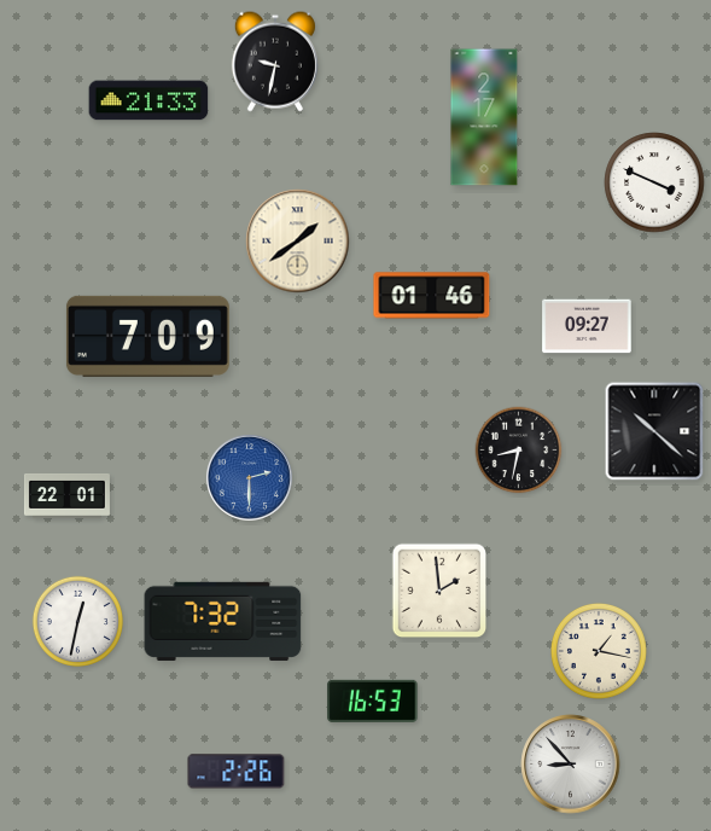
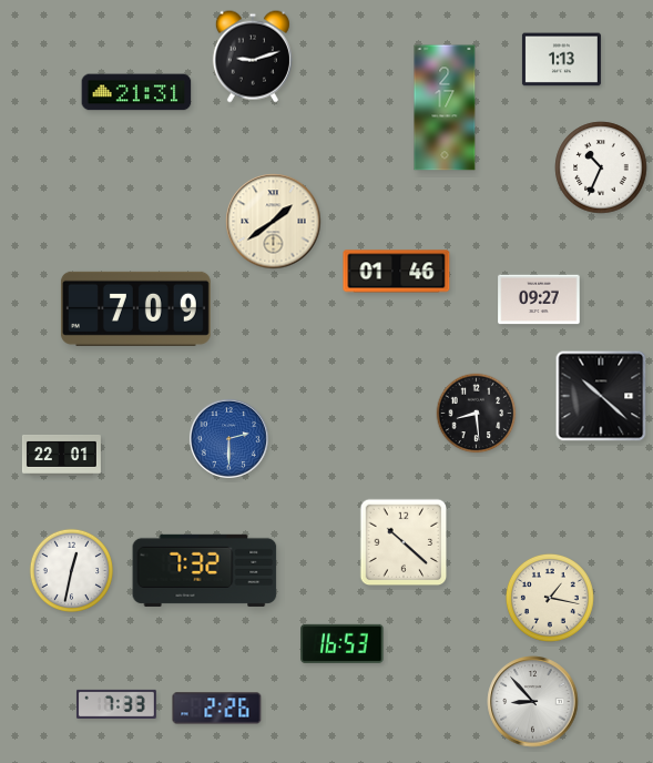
clock at (275, 62): 9:32 -> 9:12
clock at (561, 60): none -> 1:13
clock at (148, 100): 21:33 -> 21:31
clock at (654, 182): 3:49 -> 10:34
clock at (519, 451): 8:32 -> 8:29
clock at (439, 591): 1:59 -> 10:22
clock at (571, 765) position: (571, 765) -> (533, 702)
clock at (116, 704): none -> 7:33
